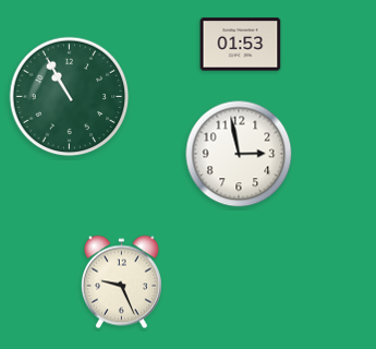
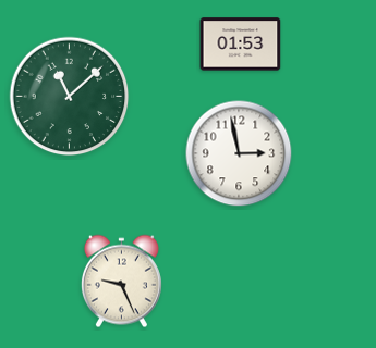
clock at (70, 97): 10:55 -> 11:08
